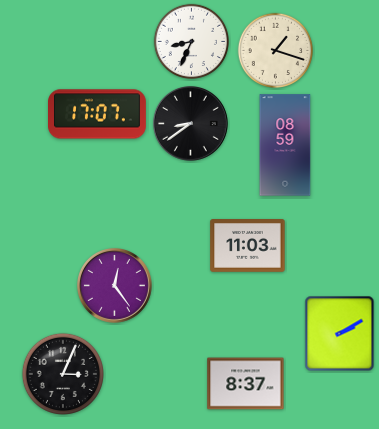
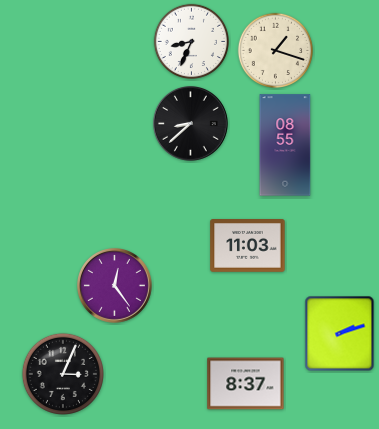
clock at (98, 114): 17:07 -> none
clock at (191, 124): 8:39 -> 8:38
clock at (285, 145): 08:59 -> 08:55
clock at (340, 334): 2:10 -> 2:12
